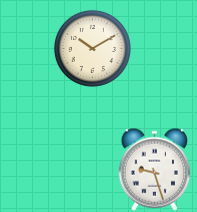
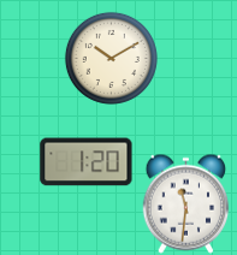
clock at (87, 162): none -> 1:20
clock at (155, 169): 9:27 -> 11:31
